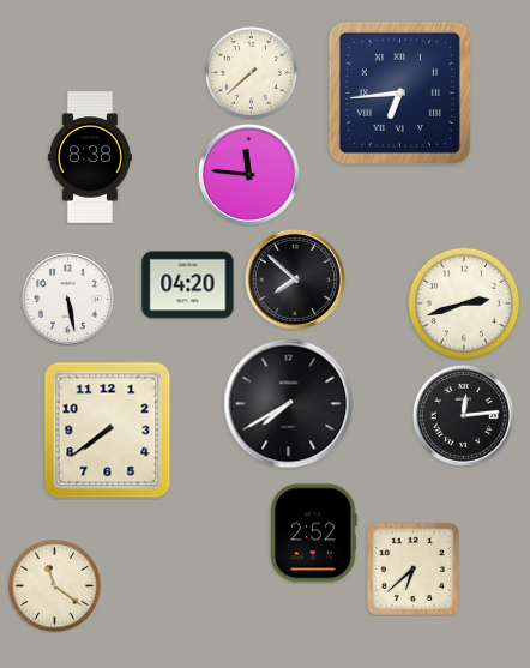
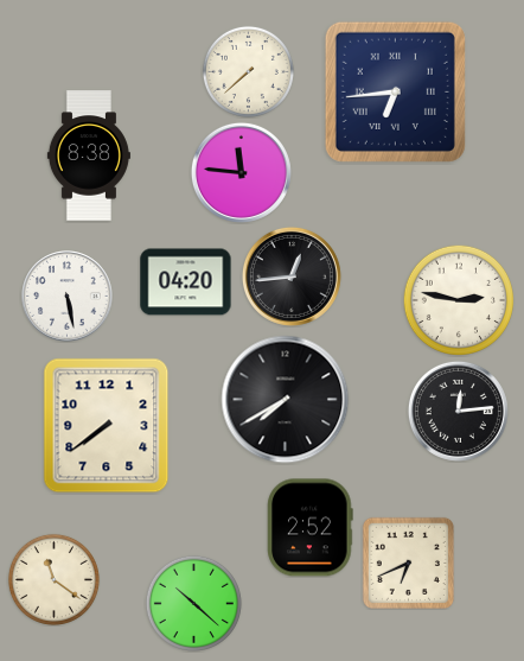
clock at (248, 174) position: (248, 174) -> (241, 172)
clock at (295, 279): 7:52 -> 12:44
clock at (463, 302): 2:42 -> 2:47
clock at (412, 568): 6:38 -> 6:41
clock at (193, 603): none -> 10:22
